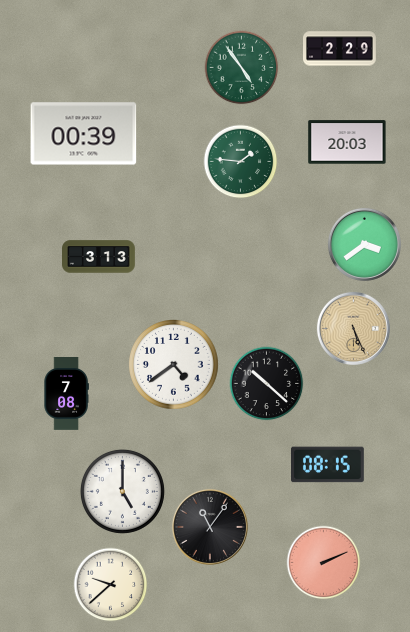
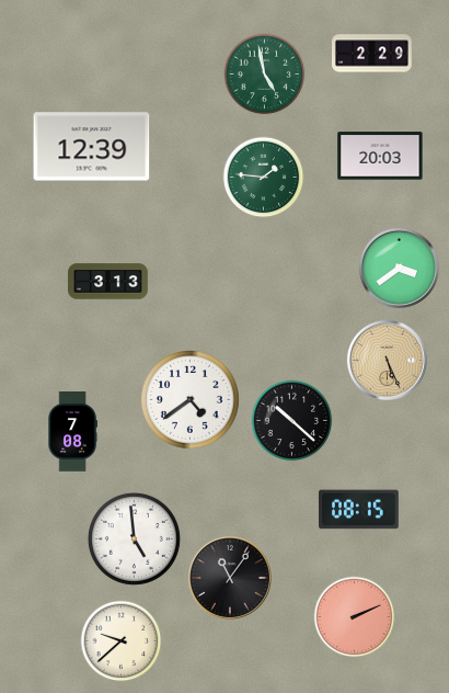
clock at (242, 68): 4:54 -> 4:58
clock at (84, 134): 00:39 -> 12:39
clock at (122, 491): 5:00 -> 4:59
